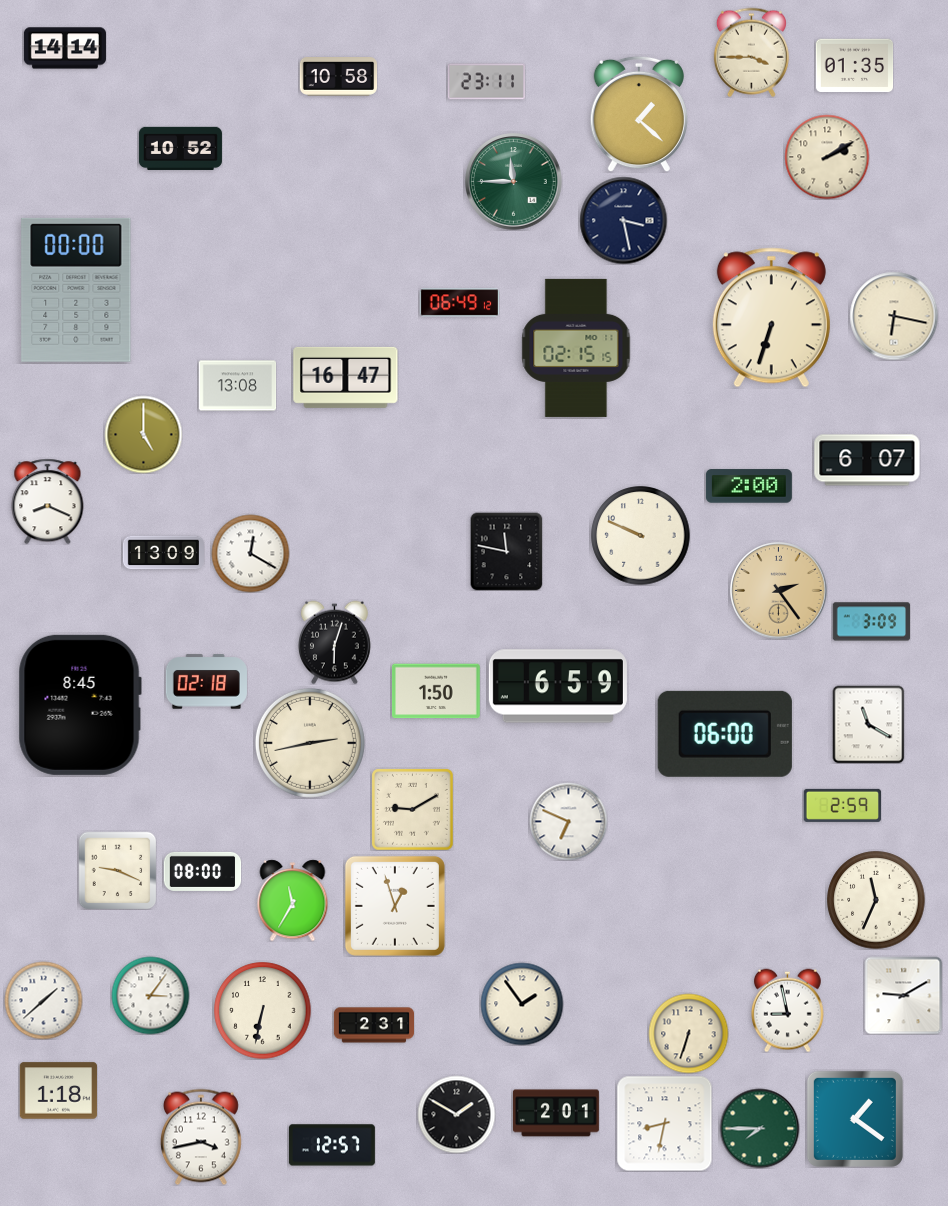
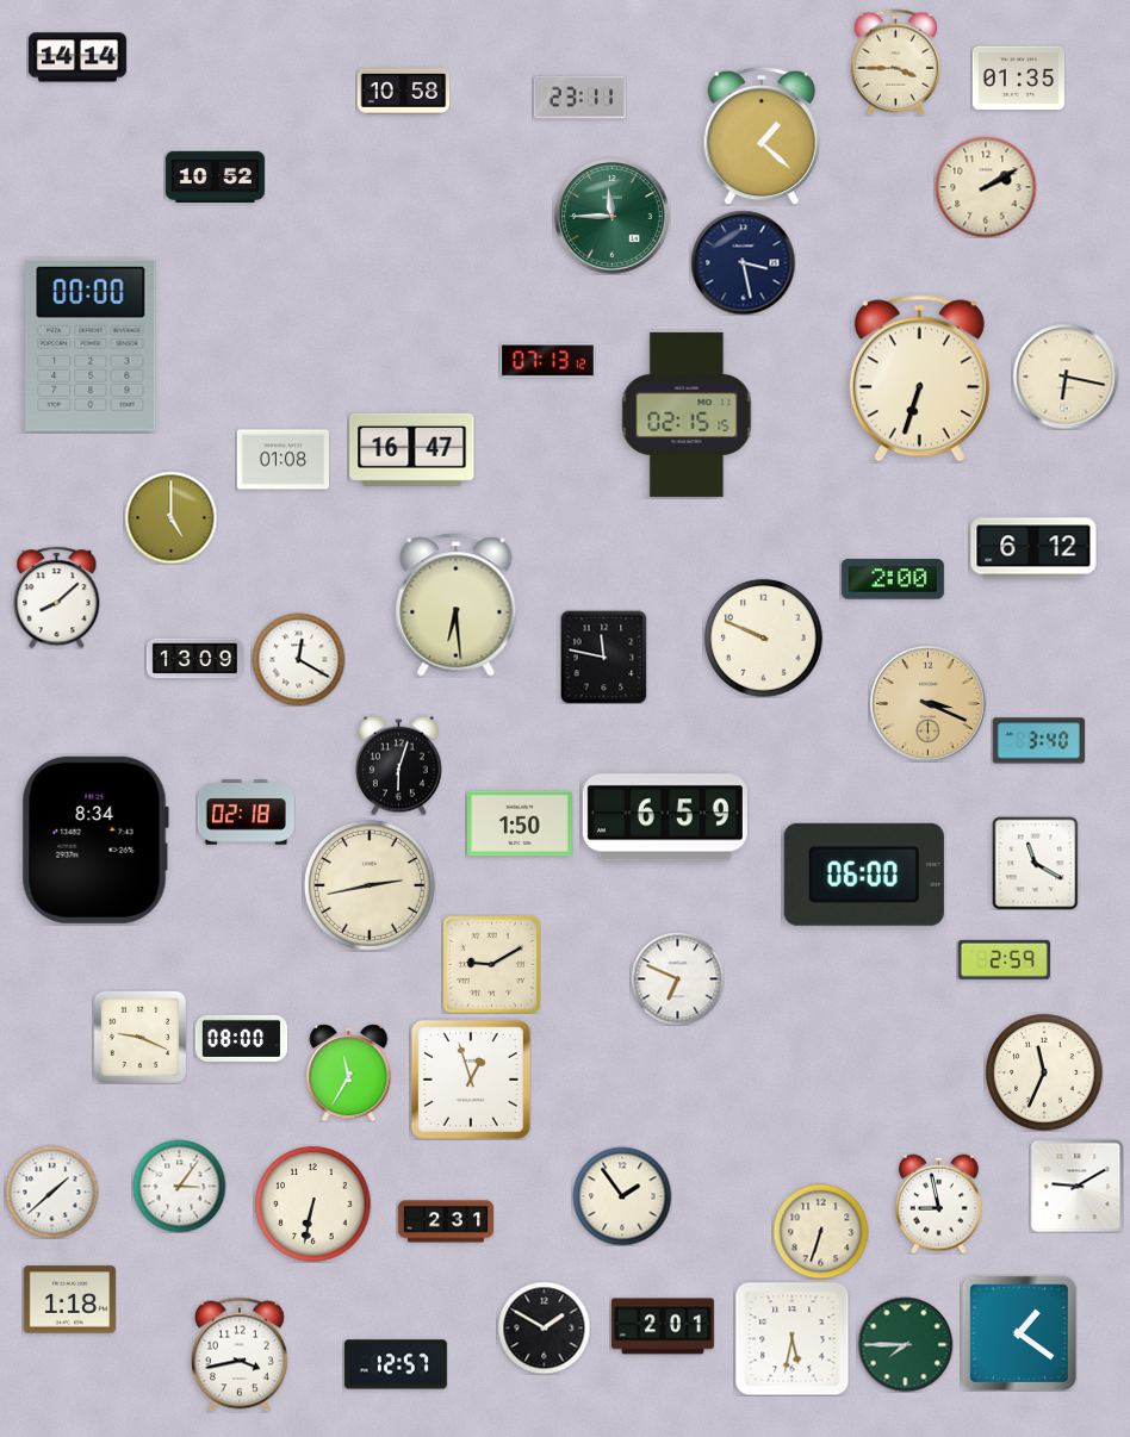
clock at (459, 303): 06:49 -> 07:13
clock at (237, 386): 13:08 -> 01:08
clock at (867, 460): 6:07 -> 6:12
clock at (48, 501): 8:19 -> 8:08
clock at (457, 605): none -> 6:29
clock at (779, 591): 2:24 -> 3:19
clock at (871, 622): 3:09 -> 3:40
clock at (80, 705): 8:45 -> 8:34
clock at (664, 1123): 8:32 -> 5:32
